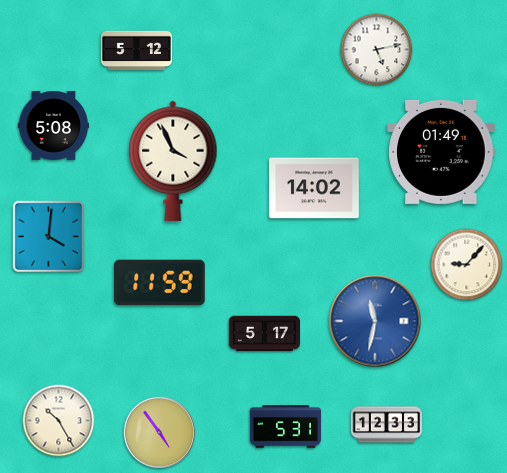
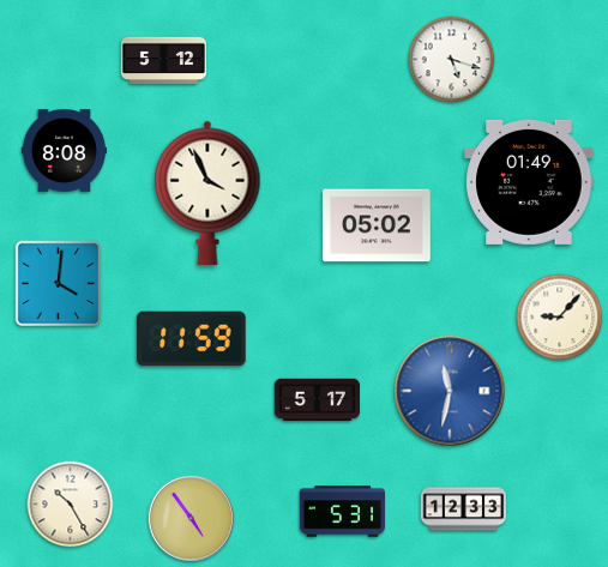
clock at (377, 50): 5:13 -> 5:18
clock at (53, 126): 5:08 -> 8:08
clock at (314, 188): 14:02 -> 05:02
clock at (375, 321) position: (375, 321) -> (450, 391)
